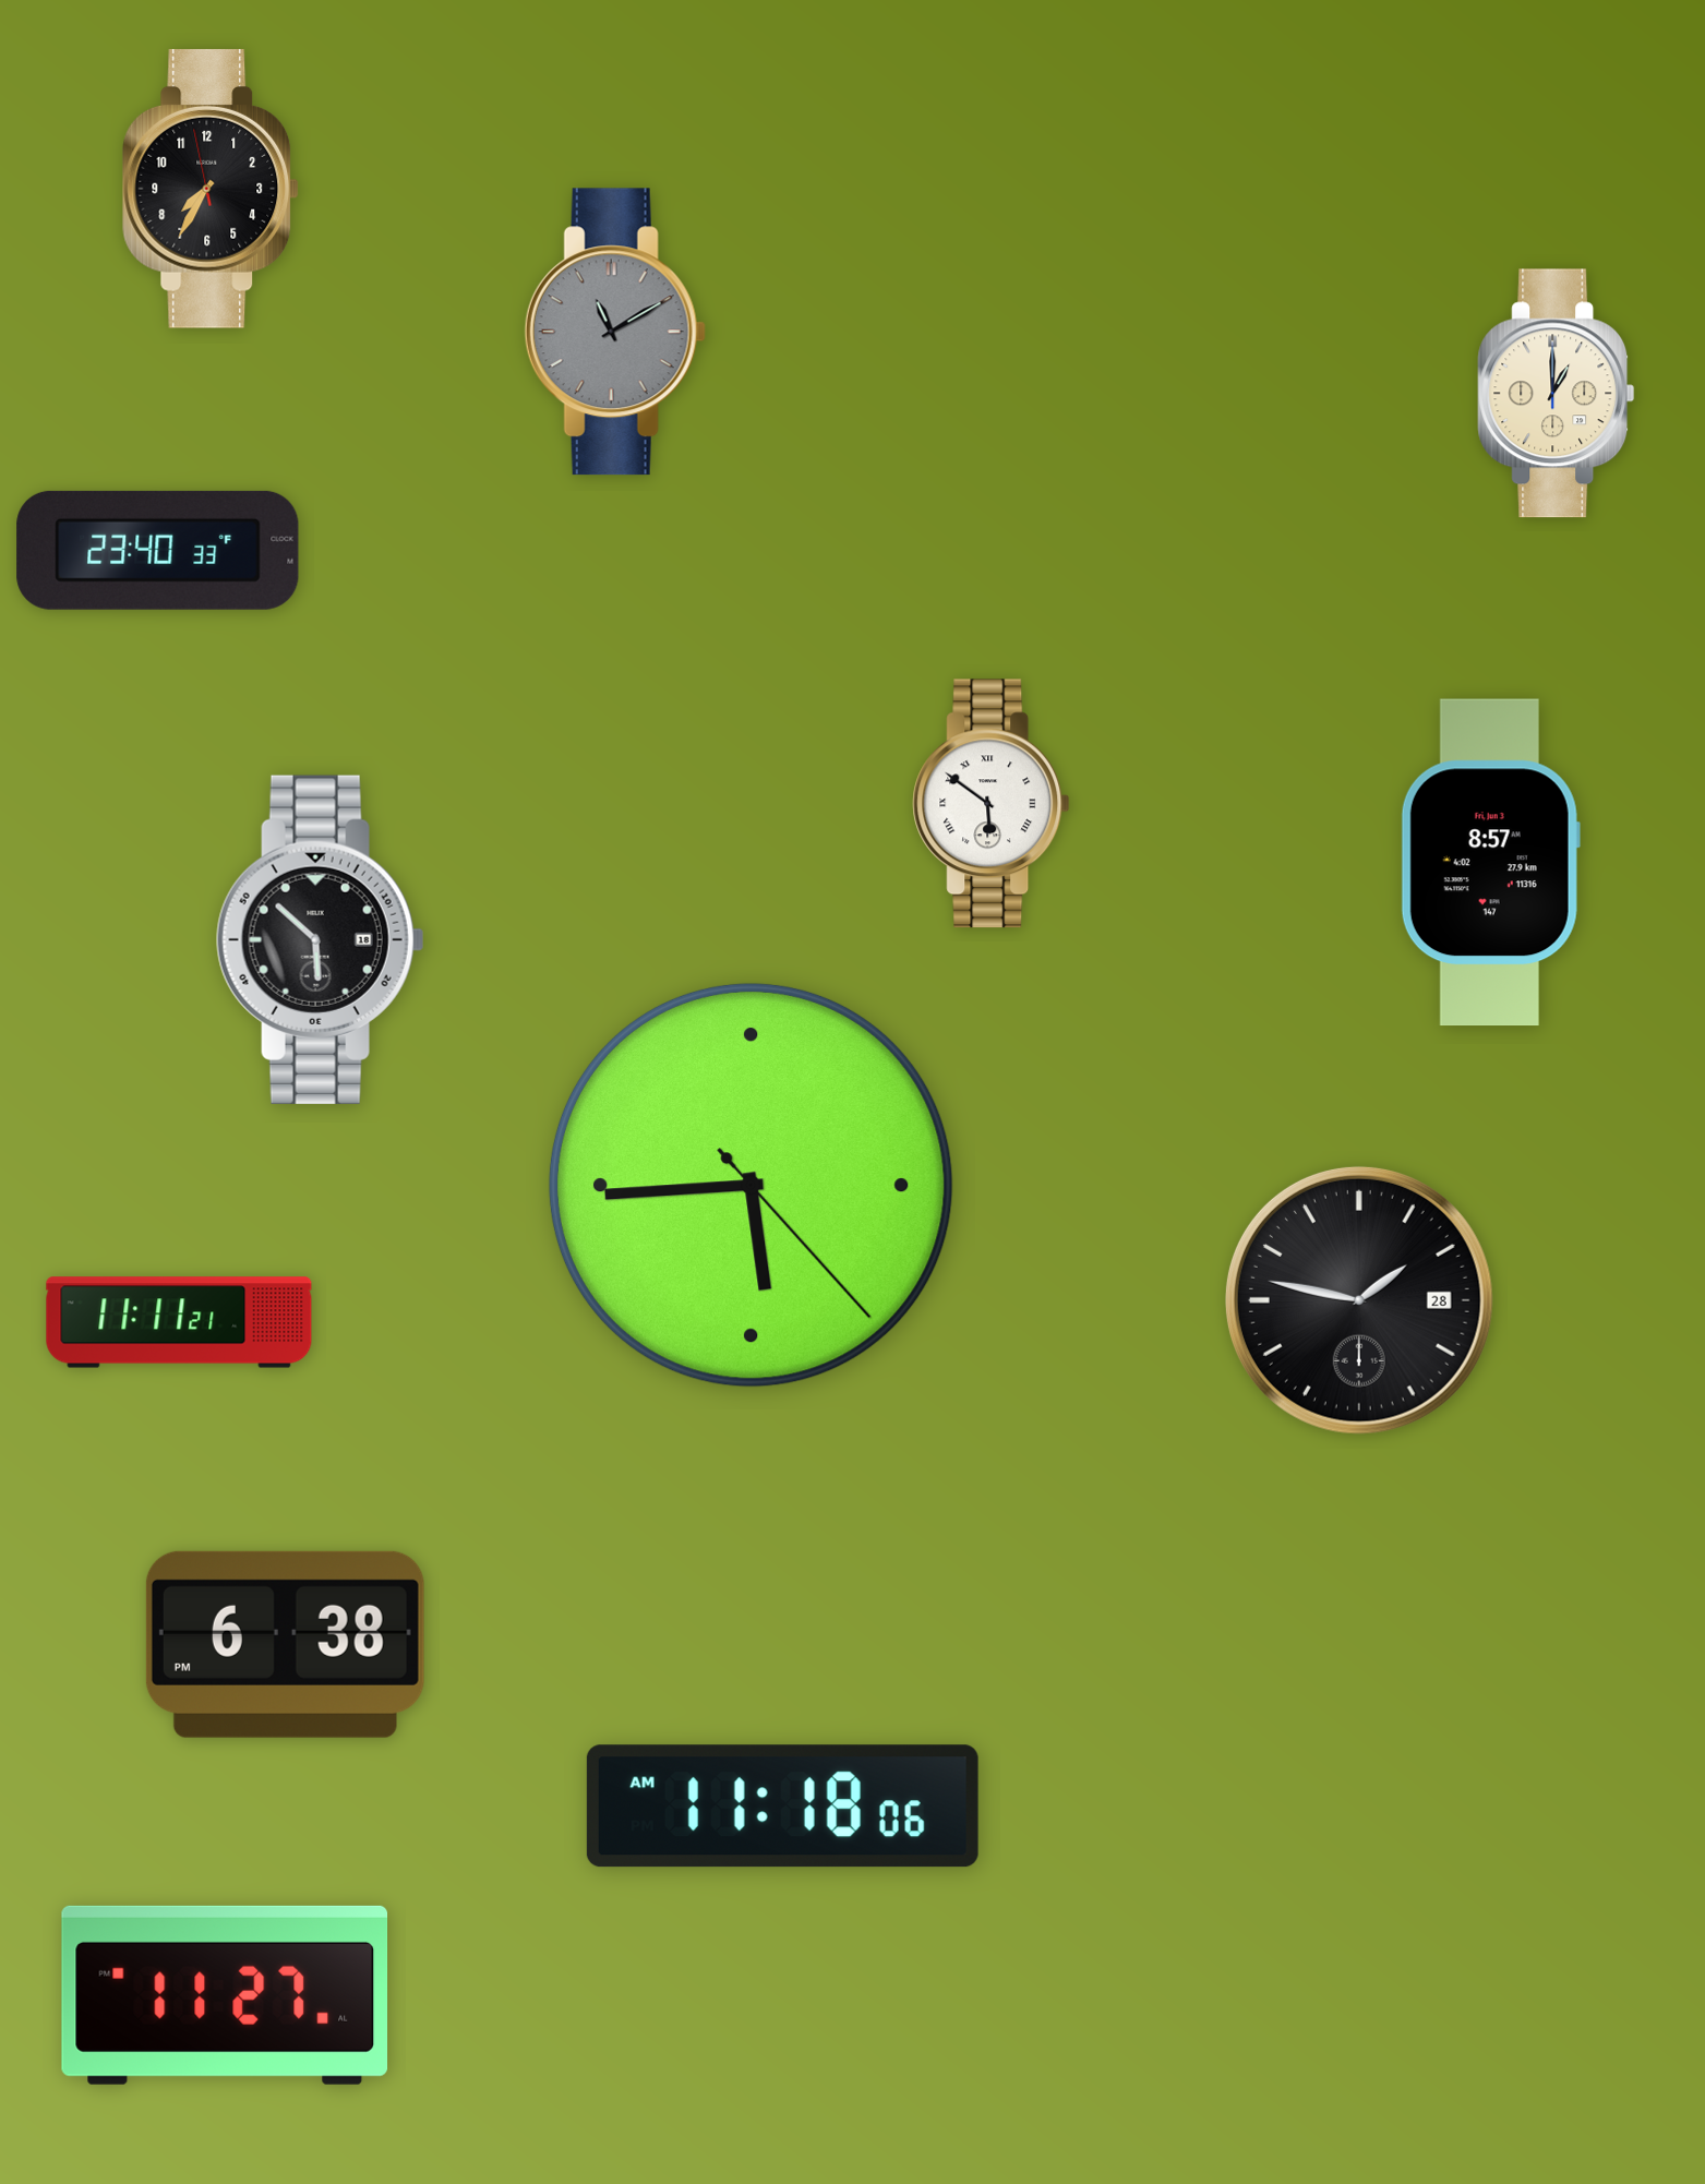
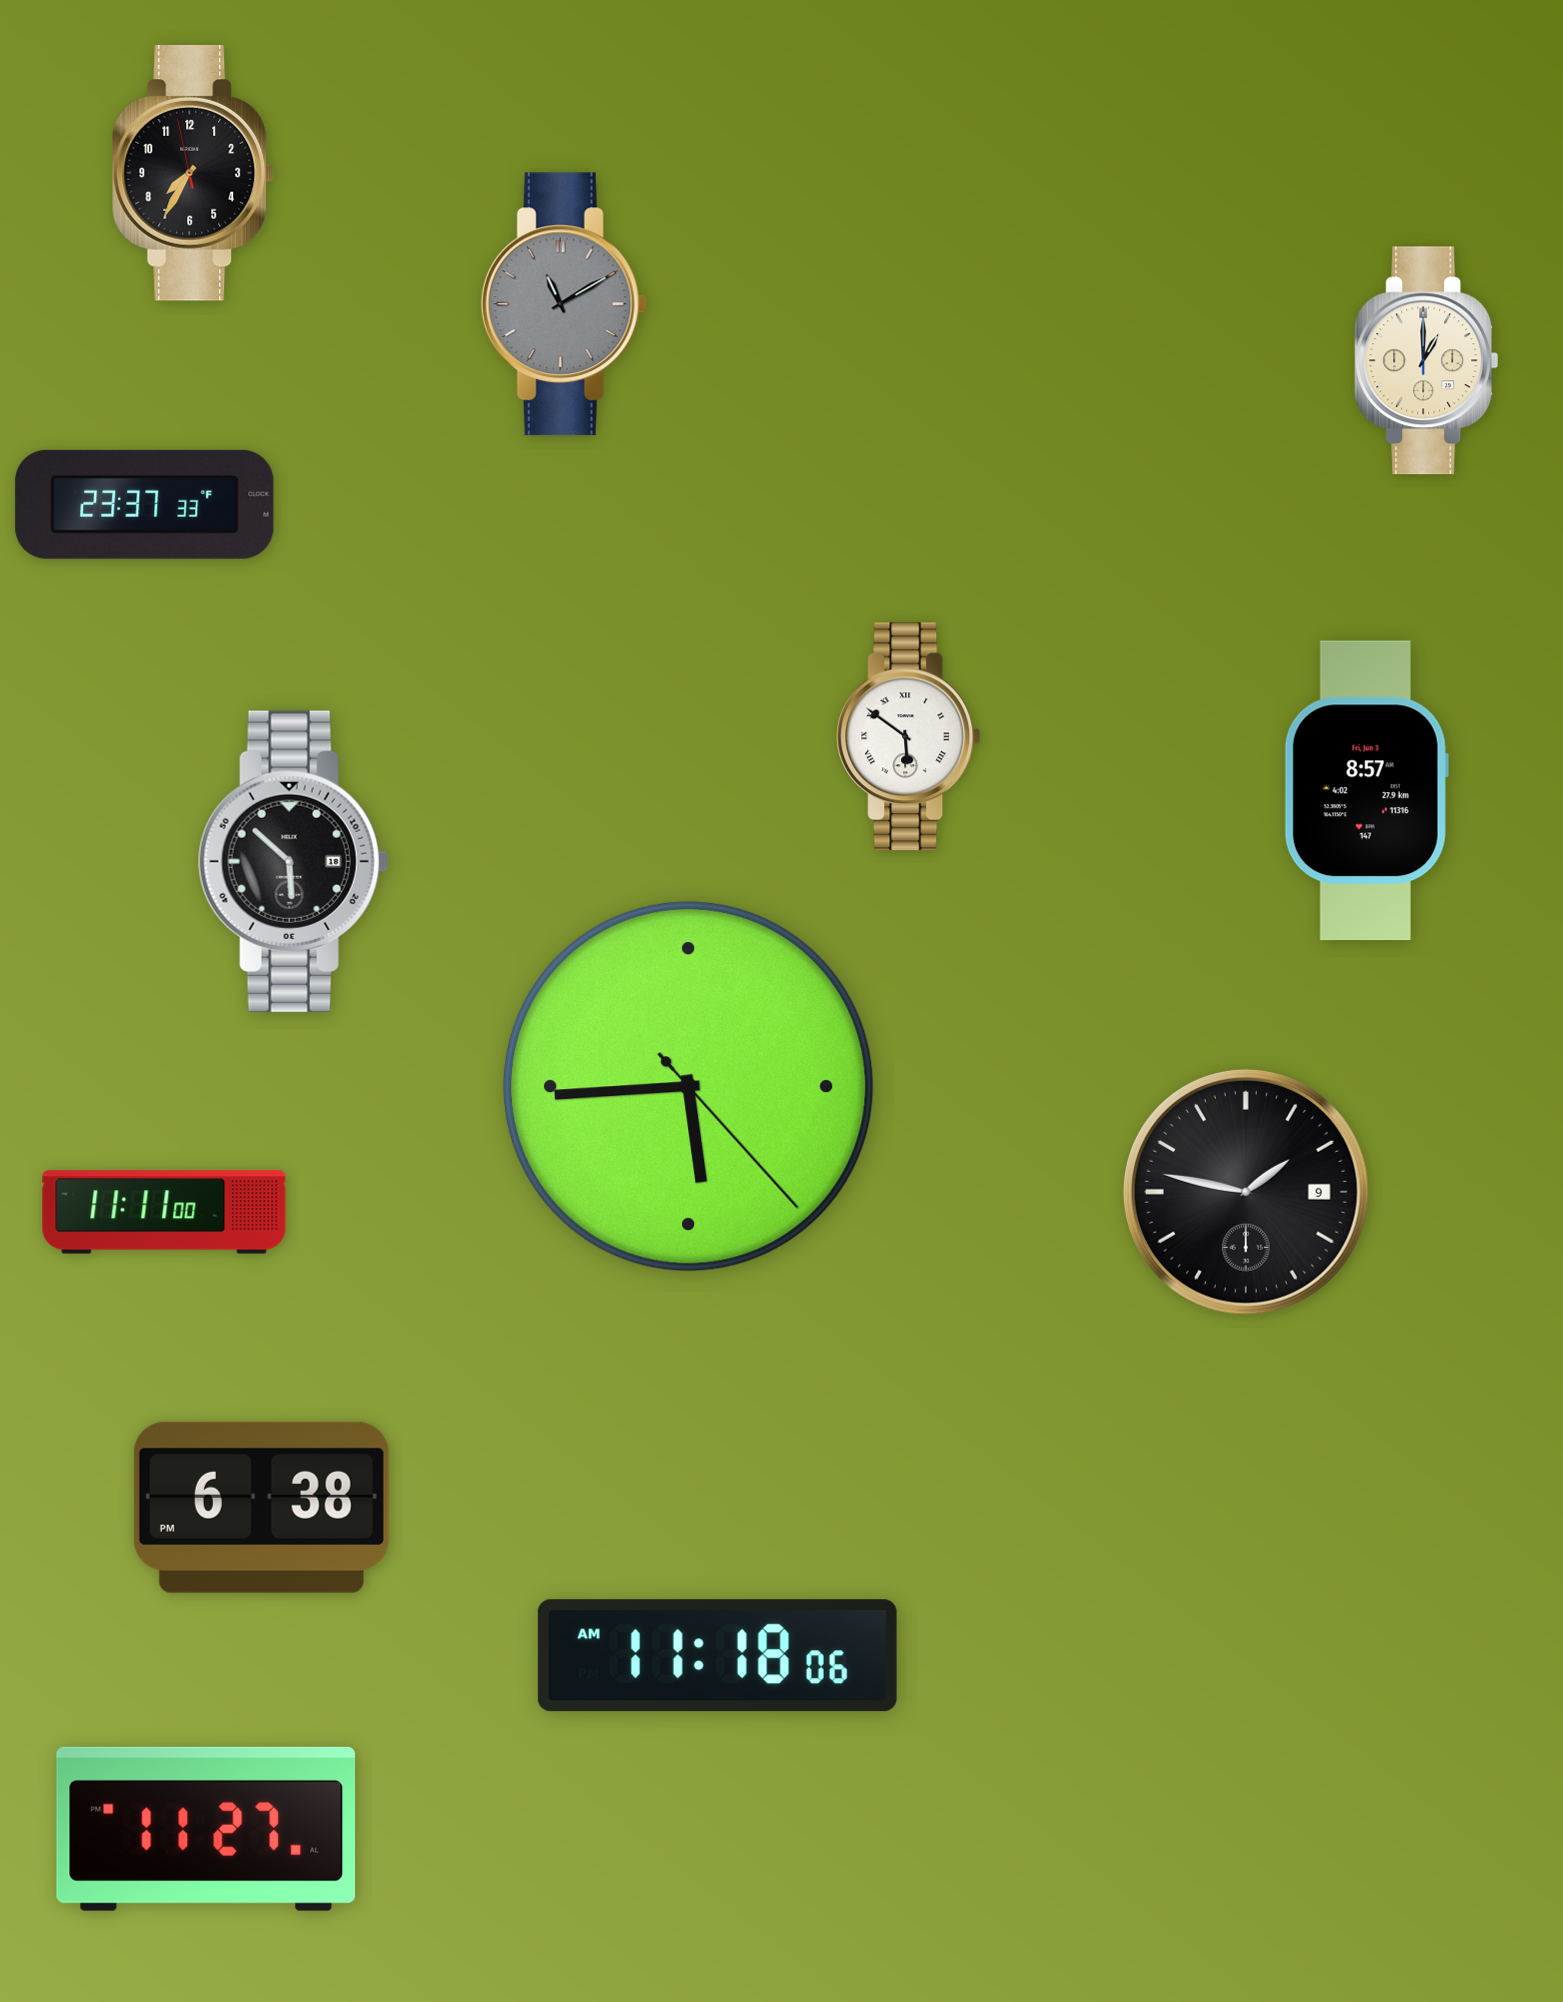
clock at (158, 550): 23:40 -> 23:37
clock at (1359, 1300) date: 28 -> 9
clock at (179, 1322): 11:11:21 -> 11:11:00
